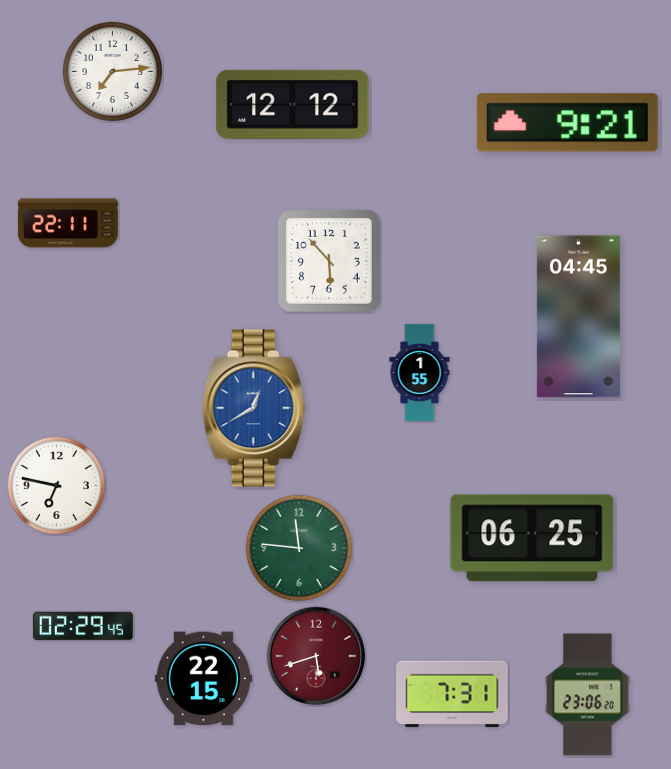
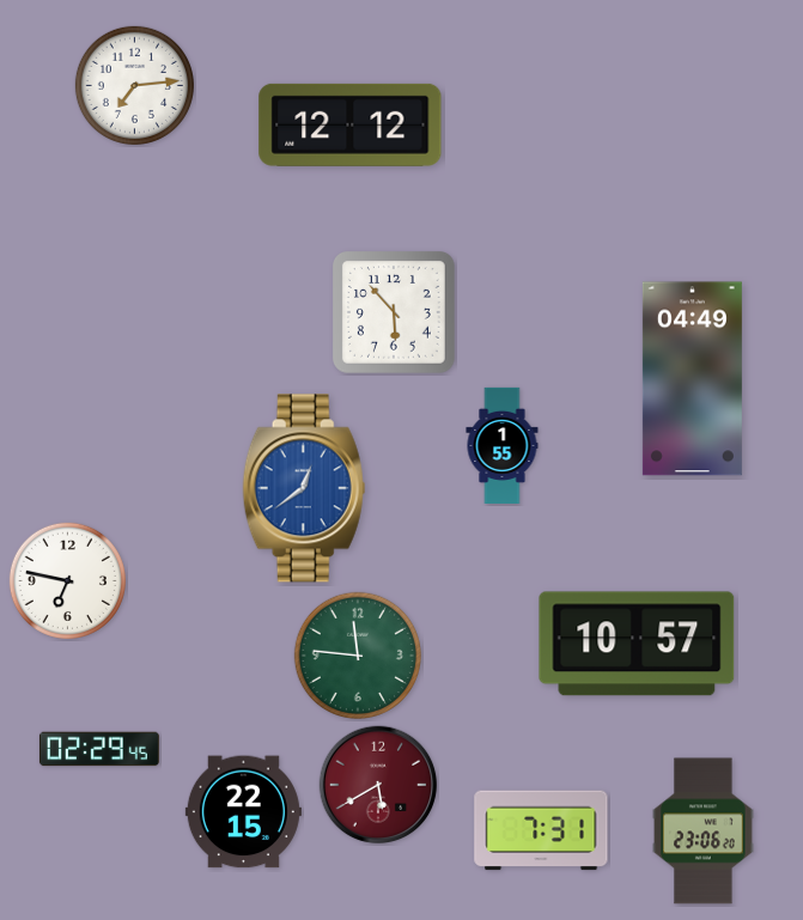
clock at (567, 123): 9:21 -> none
clock at (68, 223): 22:11 -> none
clock at (578, 317): 04:45 -> 04:49
clock at (254, 408): 12:40 -> 12:39
clock at (532, 538): 06:25 -> 10:57
clock at (316, 656): 5:42 -> 5:40
